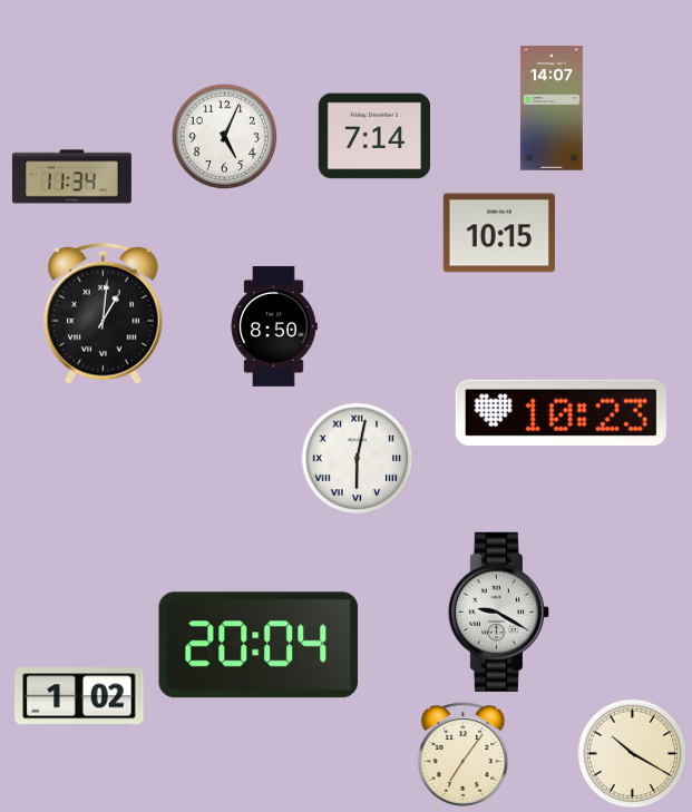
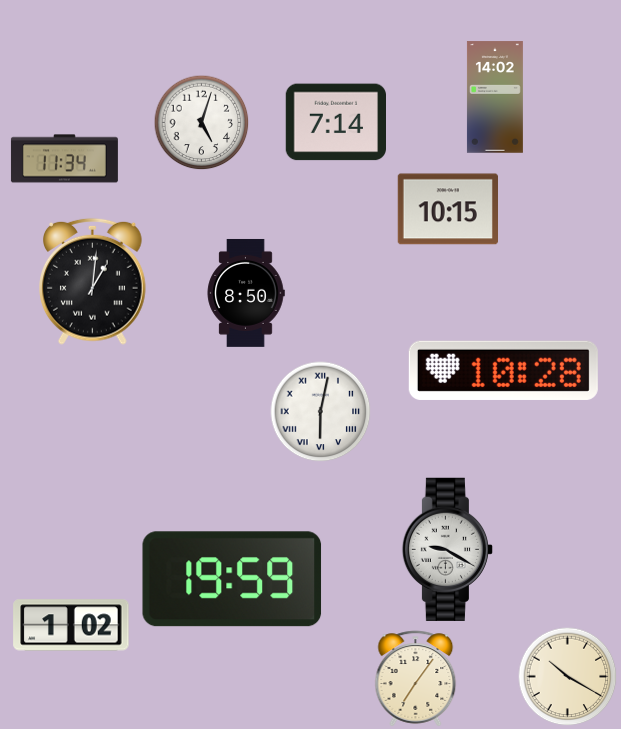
clock at (552, 108): 14:07 -> 14:02
clock at (224, 136): 5:04 -> 5:03
clock at (561, 412): 10:23 -> 10:28
clock at (259, 645): 20:04 -> 19:59
